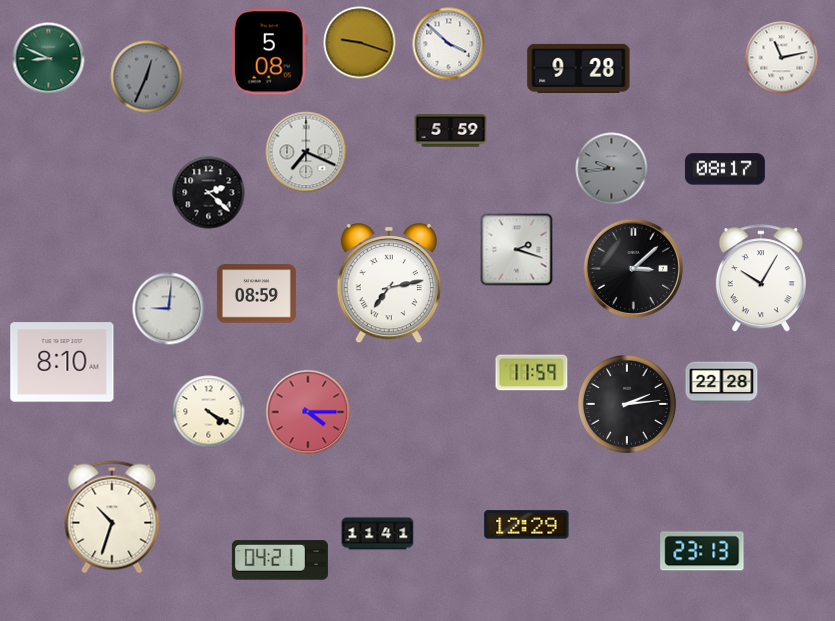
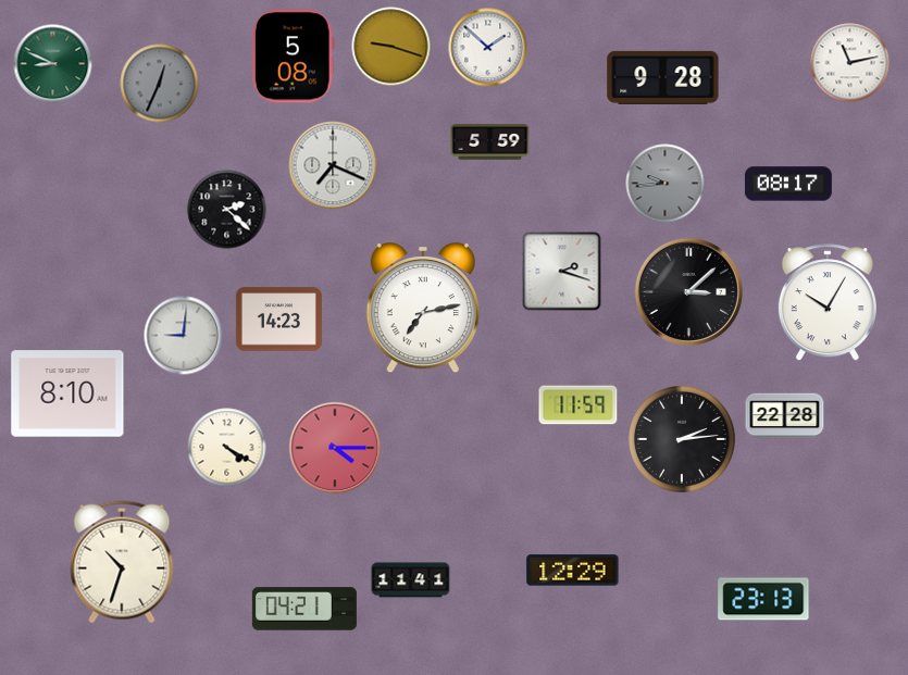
clock at (449, 44): 3:52 -> 1:52
clock at (579, 68) position: (579, 68) -> (663, 77)
clock at (256, 294): 08:59 -> 14:23
